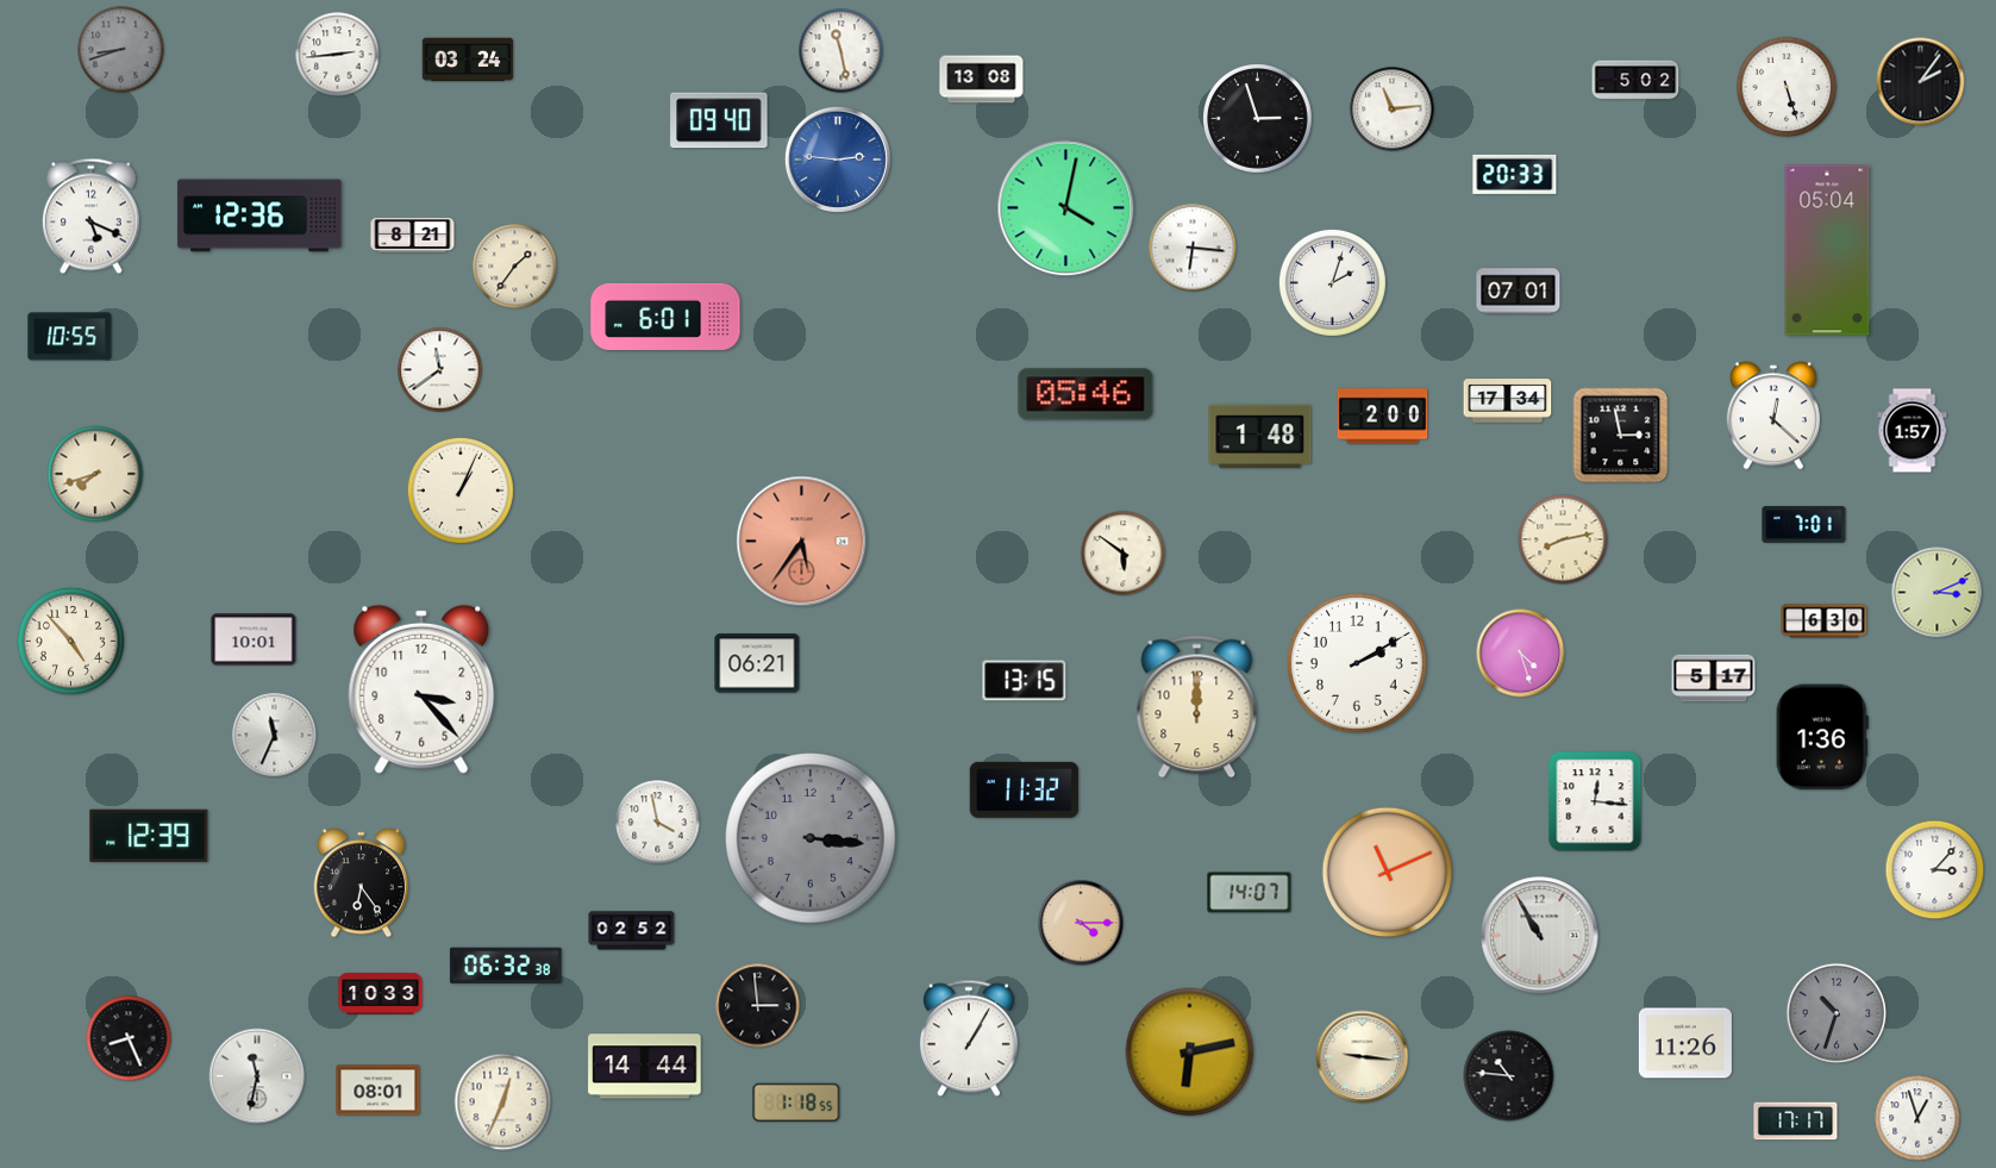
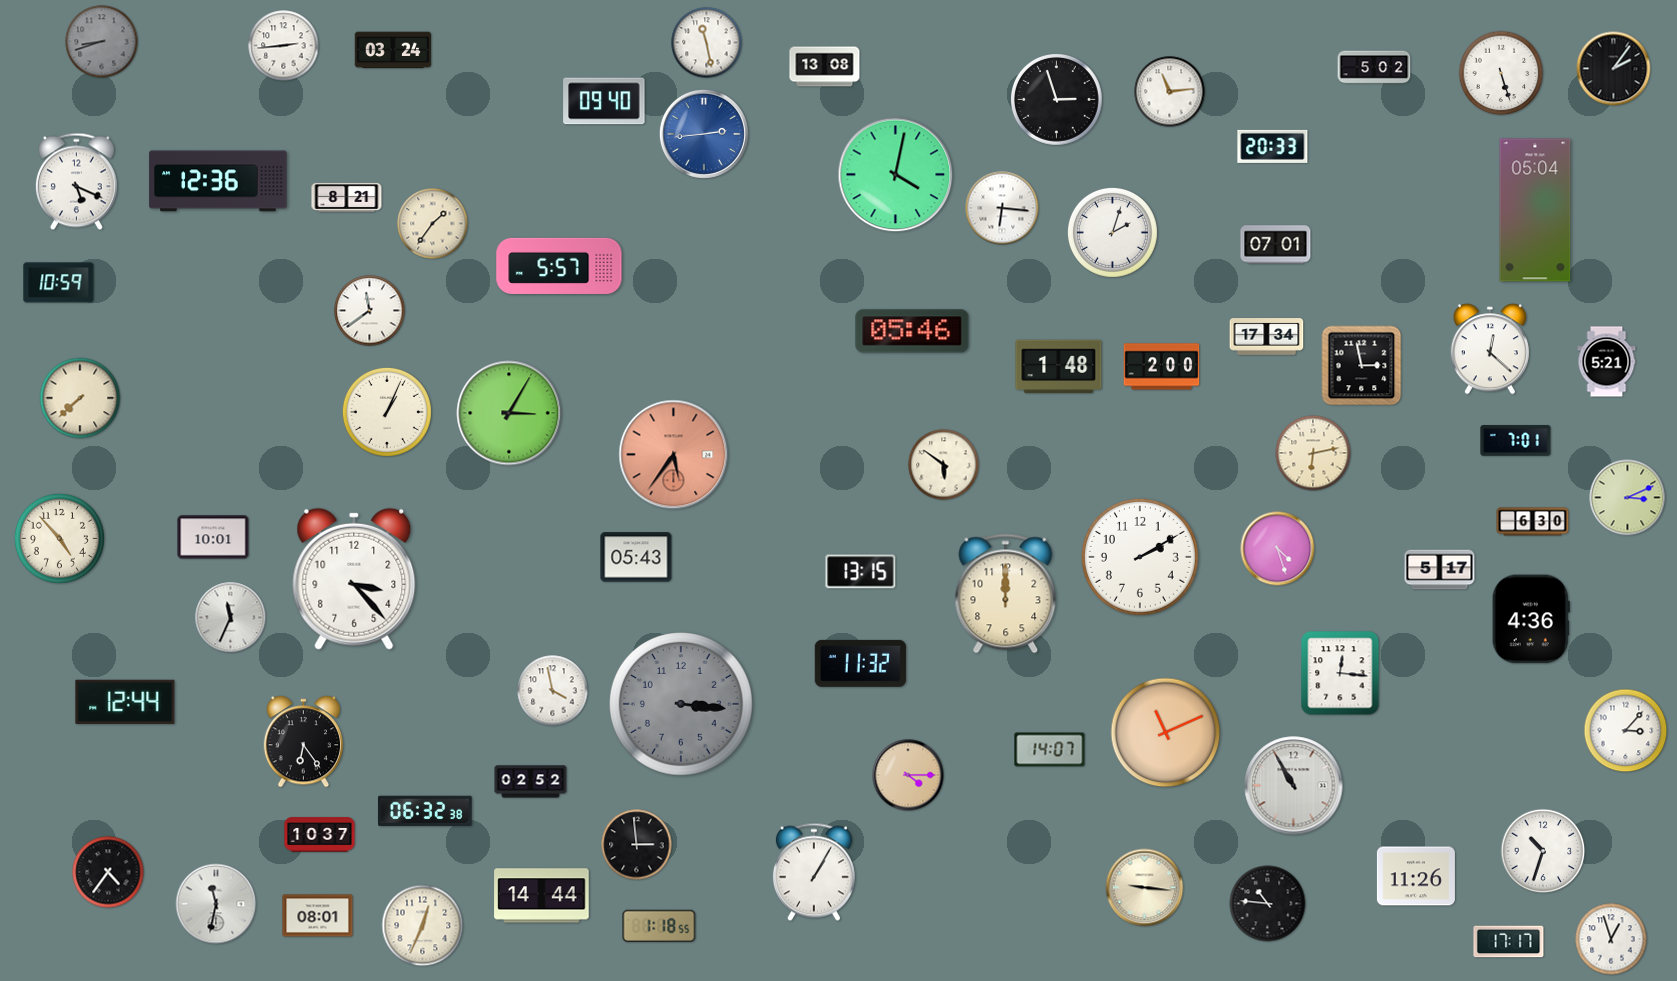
clock at (838, 160): 2:46 -> 2:44
clock at (1332, 282) position: (1332, 282) -> (1112, 232)
clock at (665, 317): 6:01 -> 5:57
clock at (70, 337): 10:55 -> 10:59
clock at (1383, 417) position: (1383, 417) -> (1162, 367)
clock at (1913, 431): 1:57 -> 5:21
clock at (95, 474): 7:42 -> 7:38
clock at (509, 413): none -> 3:05
clock at (1563, 539): 8:13 -> 6:13
clock at (757, 663): 06:21 -> 05:43
clock at (1822, 737): 1:36 -> 4:36
clock at (149, 836): 12:39 -> 12:44
clock at (381, 994): 10:33 -> 10:37
clock at (1837, 1013) dial: grey -> white
clock at (129, 1038): 8:26 -> 4:36
clock at (1190, 1053): 6:13 -> none
clock at (796, 1103) position: (796, 1103) -> (659, 926)
